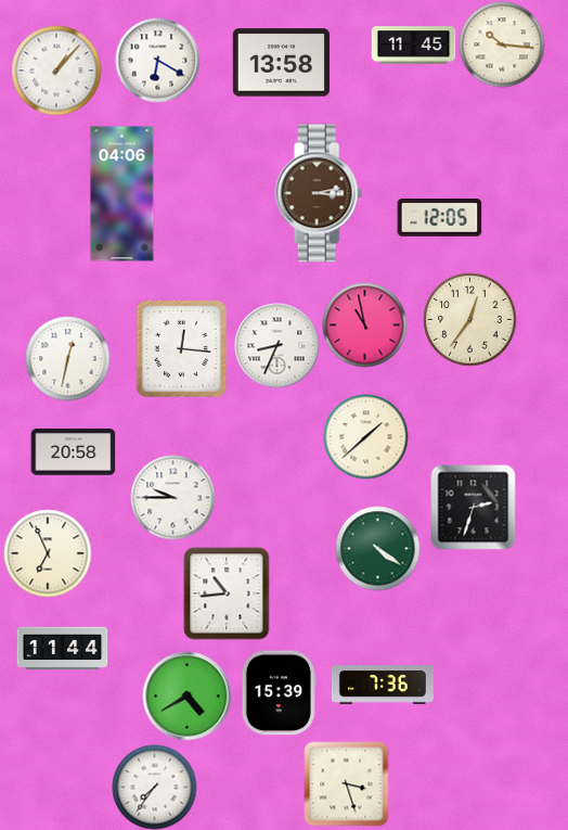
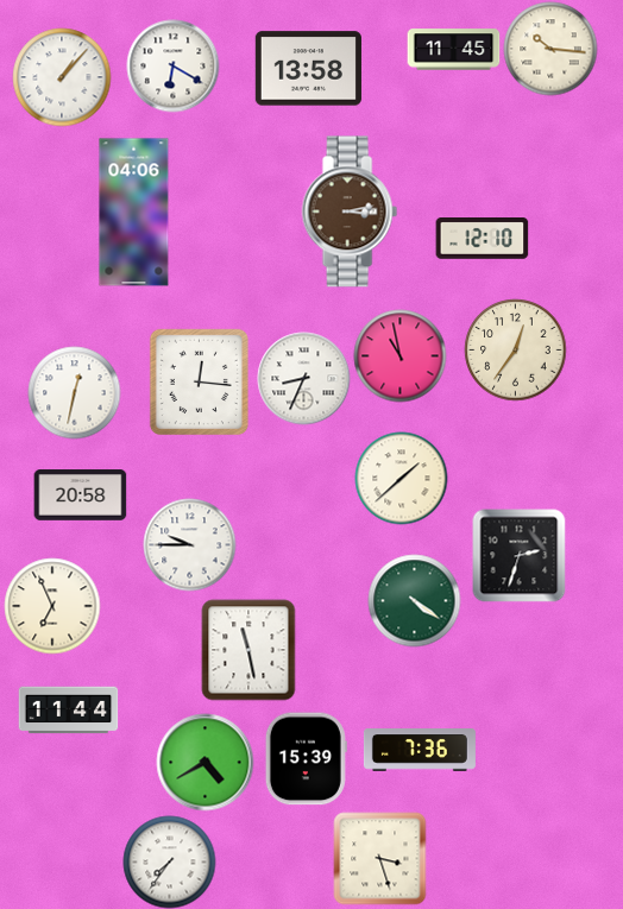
clock at (439, 218): 12:05 -> 12:10
clock at (227, 593): 10:44 -> 11:28
